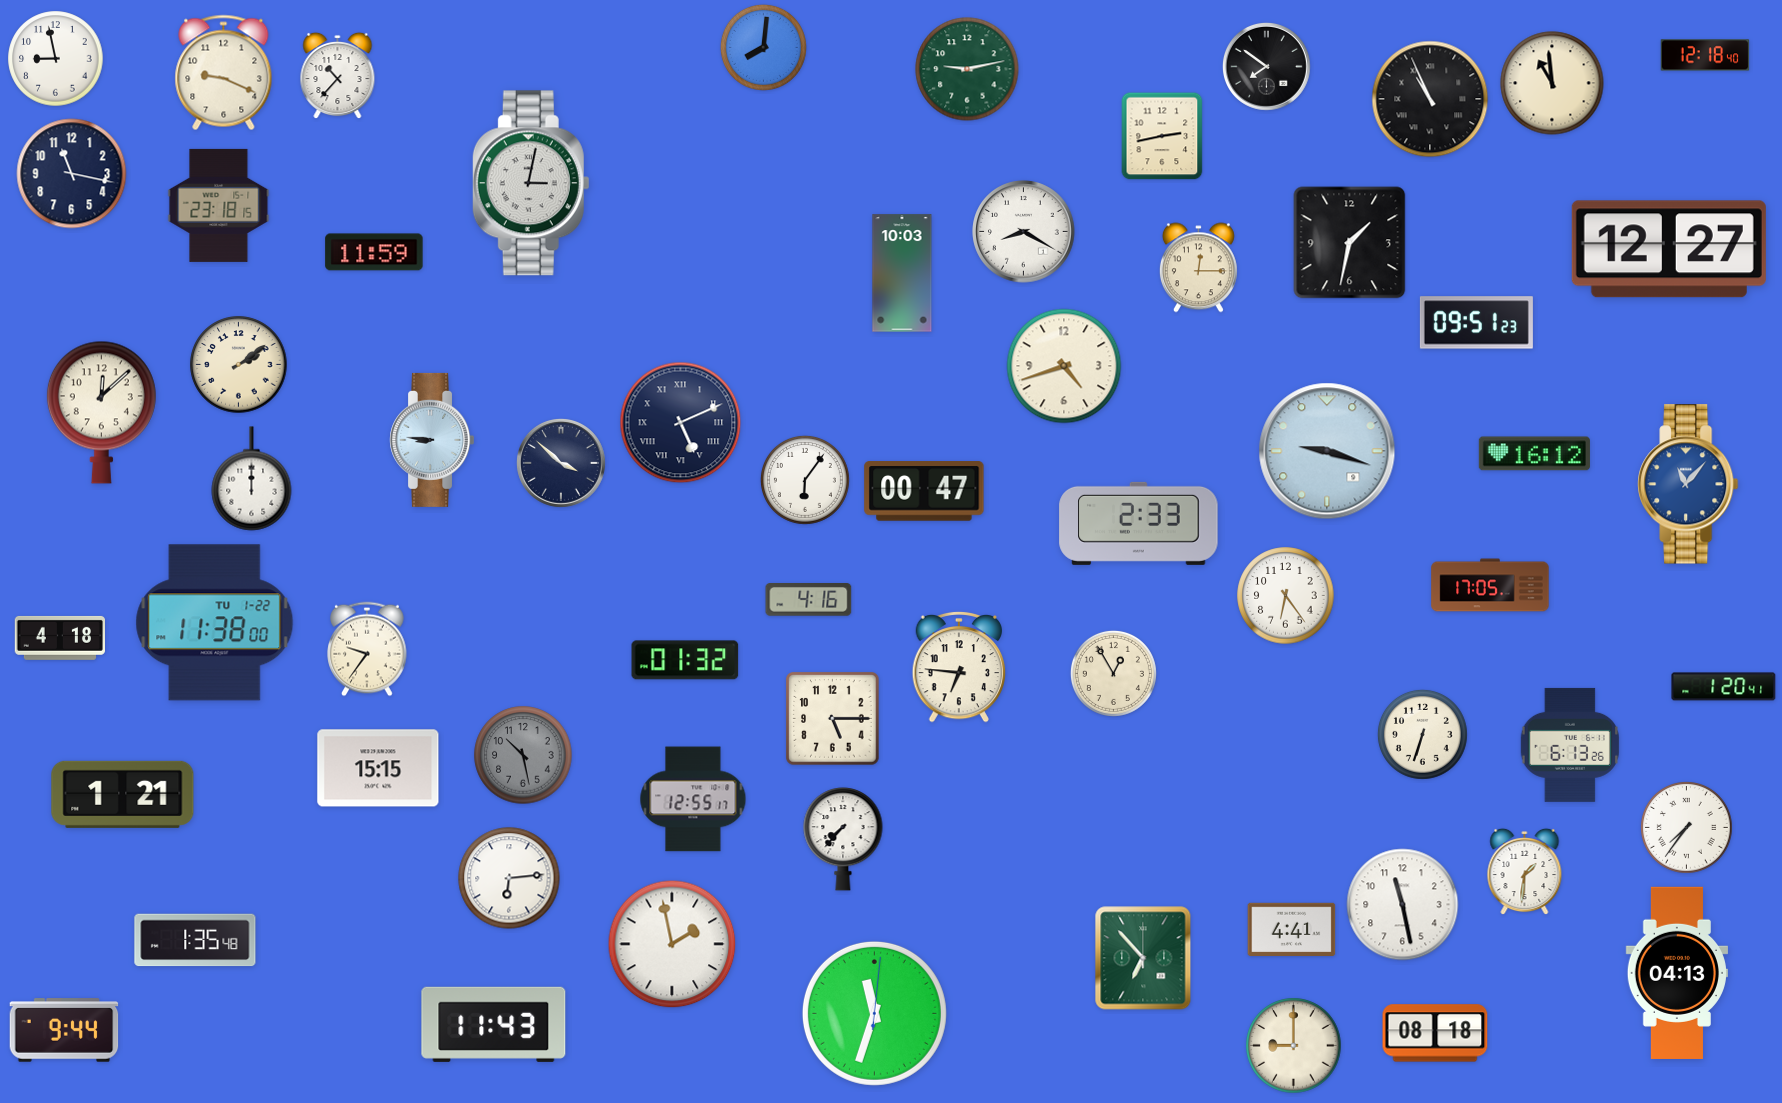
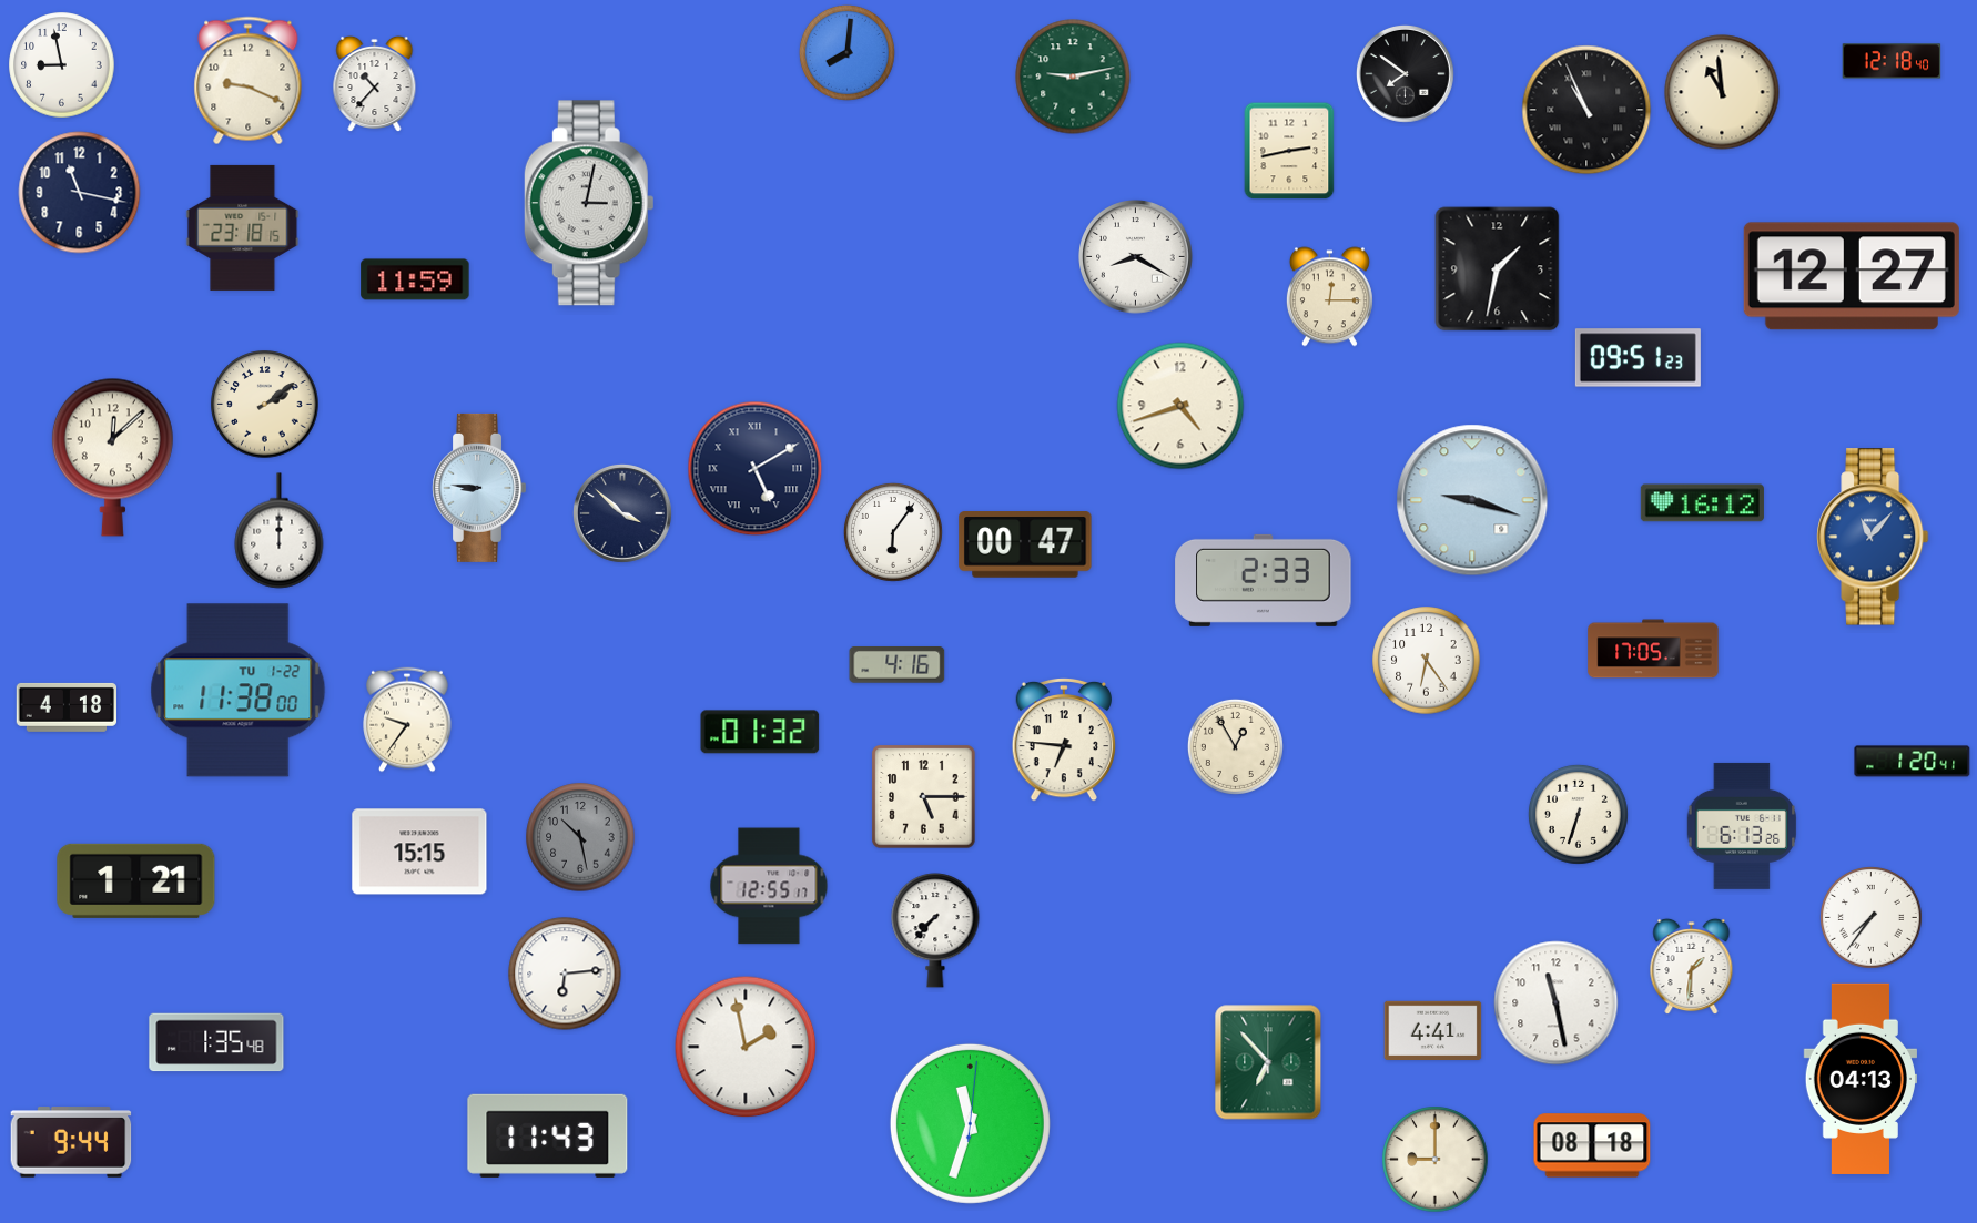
clock at (902, 273): 10:03 -> none
clock at (681, 423): 5:11 -> 5:10
